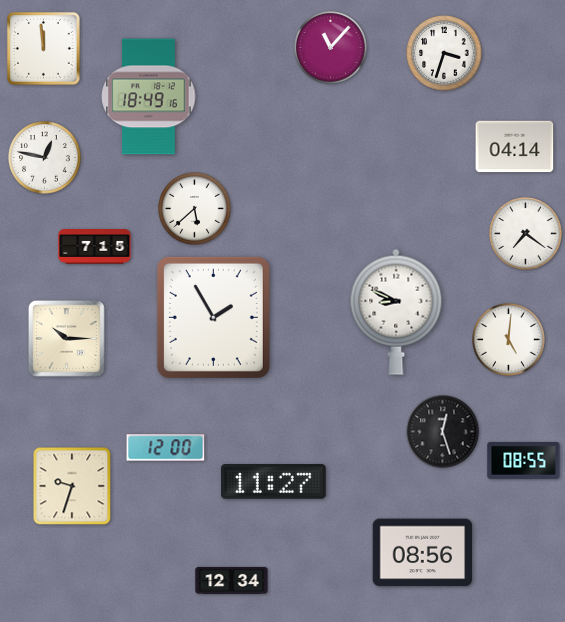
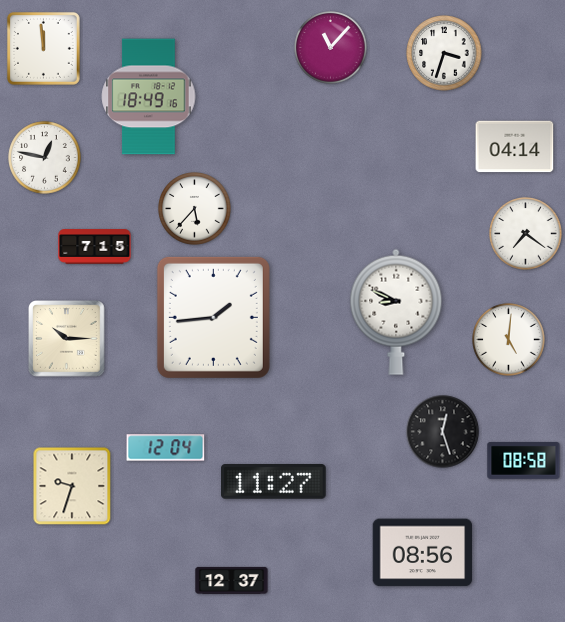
clock at (195, 209): 5:38 -> 5:37
clock at (213, 317): 1:55 -> 1:44
clock at (166, 448): 12:00 -> 12:04
clock at (524, 460): 08:55 -> 08:58
clock at (232, 580): 12:34 -> 12:37
